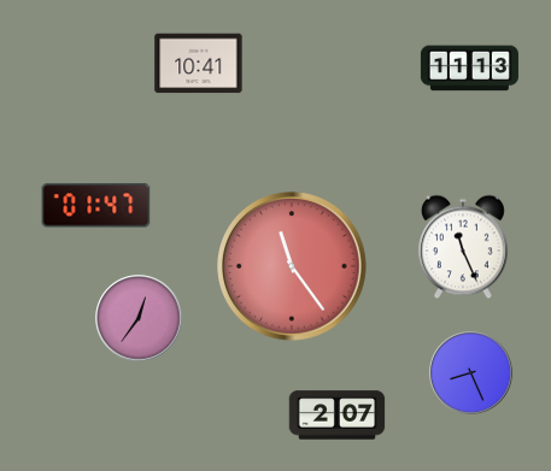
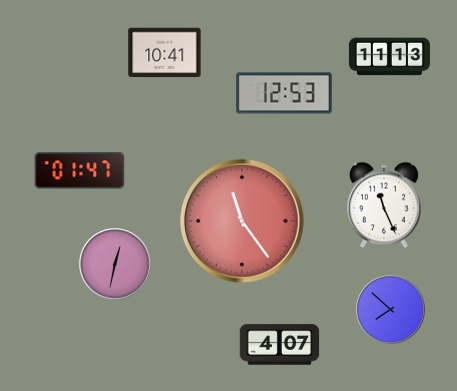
clock at (284, 93): none -> 12:53
clock at (139, 318): 12:36 -> 12:32
clock at (471, 373): 8:26 -> 7:52
clock at (338, 416): 2:07 -> 4:07
